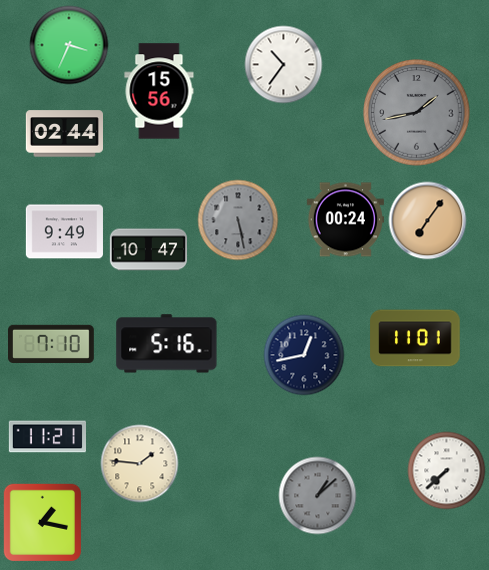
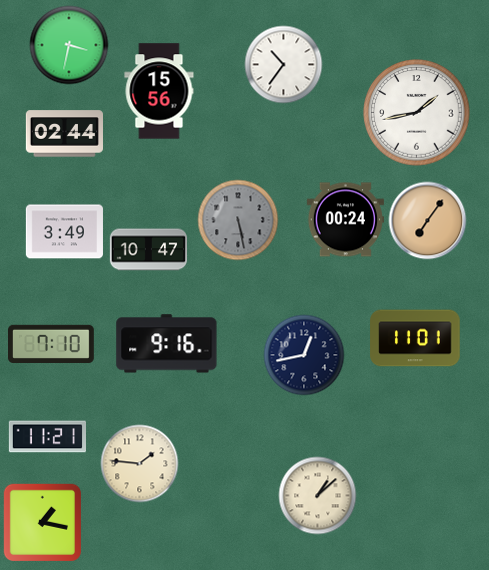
clock at (69, 45): 3:34 -> 3:32
clock at (417, 113) dial: grey -> white
clock at (64, 232): 9:49 -> 3:49
clock at (167, 344): 5:16 -> 9:16
clock at (446, 470): 7:38 -> none
clock at (317, 495) dial: grey -> cream
